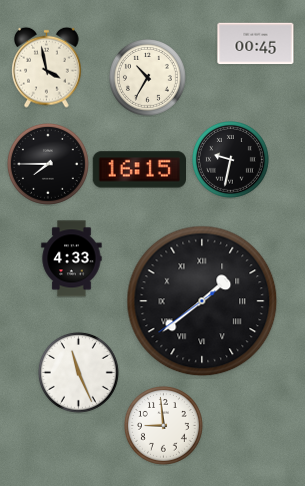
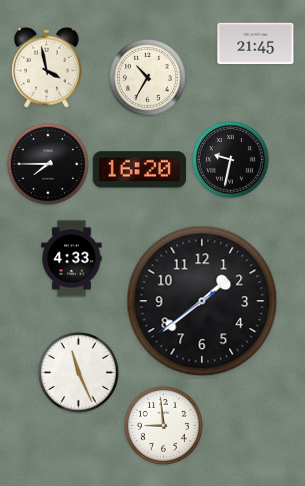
clock at (256, 44): 00:45 -> 21:45
clock at (139, 170): 16:15 -> 16:20
clock at (202, 301) numerals: Roman -> Arabic
